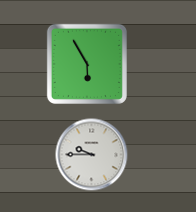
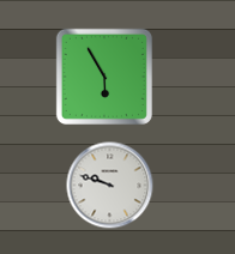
clock at (92, 155): 9:45 -> 9:48
